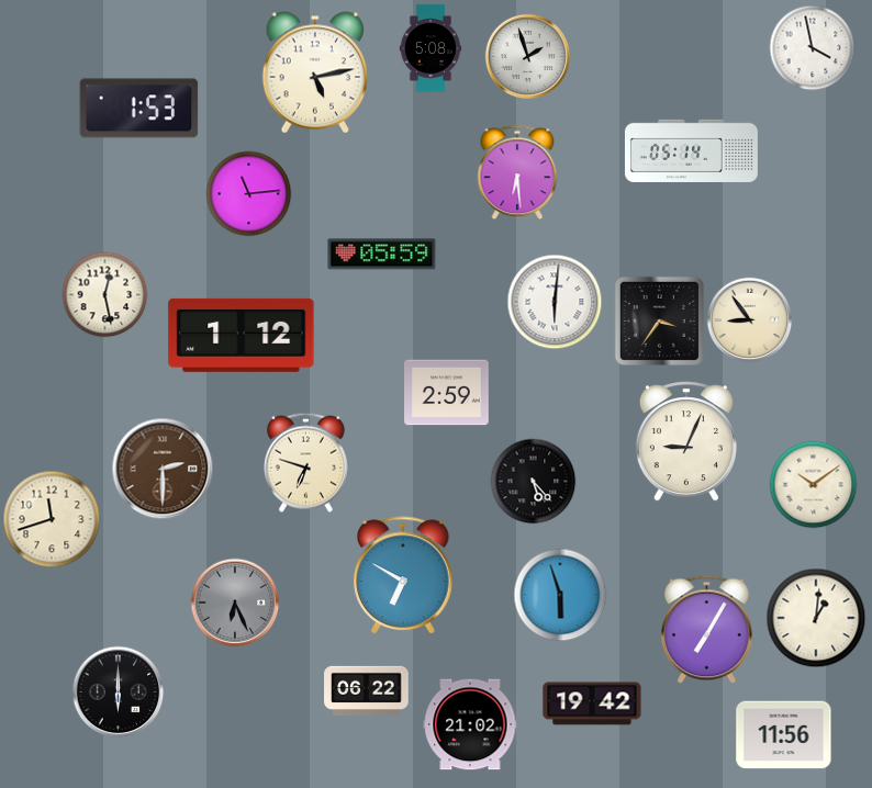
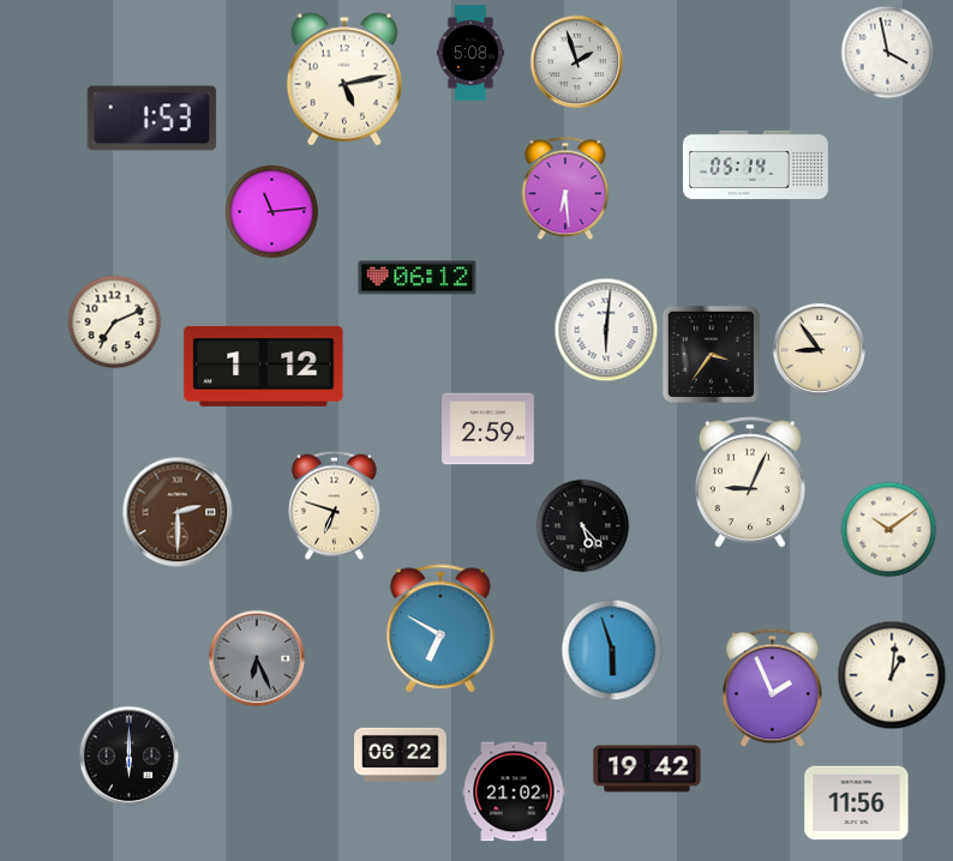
clock at (382, 255): 05:59 -> 06:12
clock at (104, 294): 12:28 -> 7:11
clock at (659, 320) position: (659, 320) -> (711, 354)
clock at (52, 519): 11:42 -> none
clock at (707, 629): 7:05 -> 1:56
